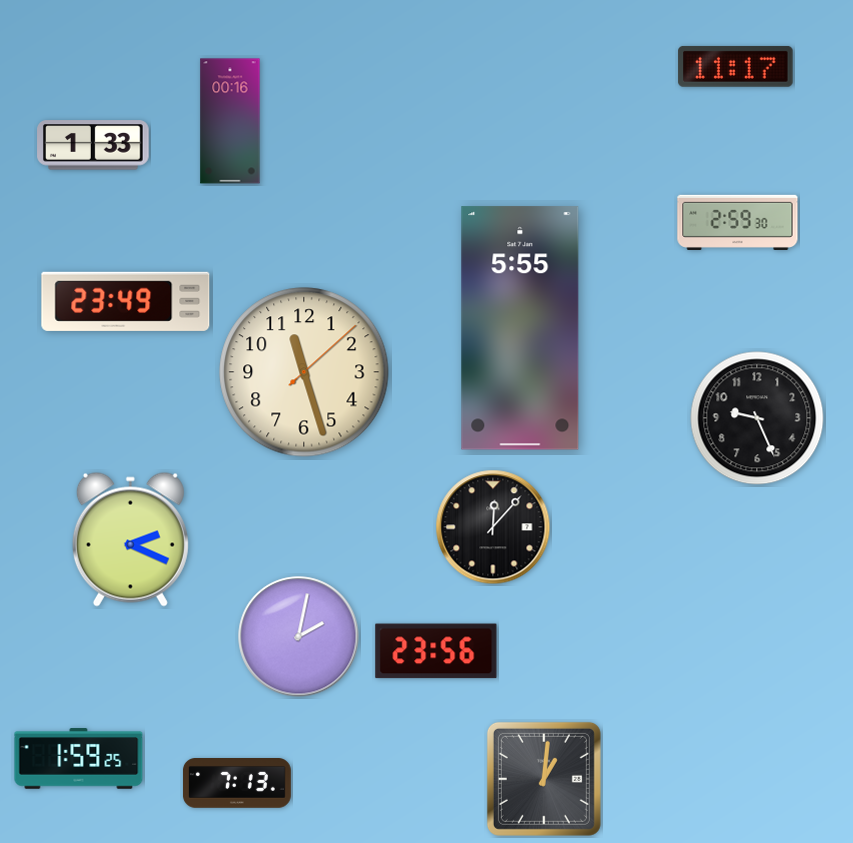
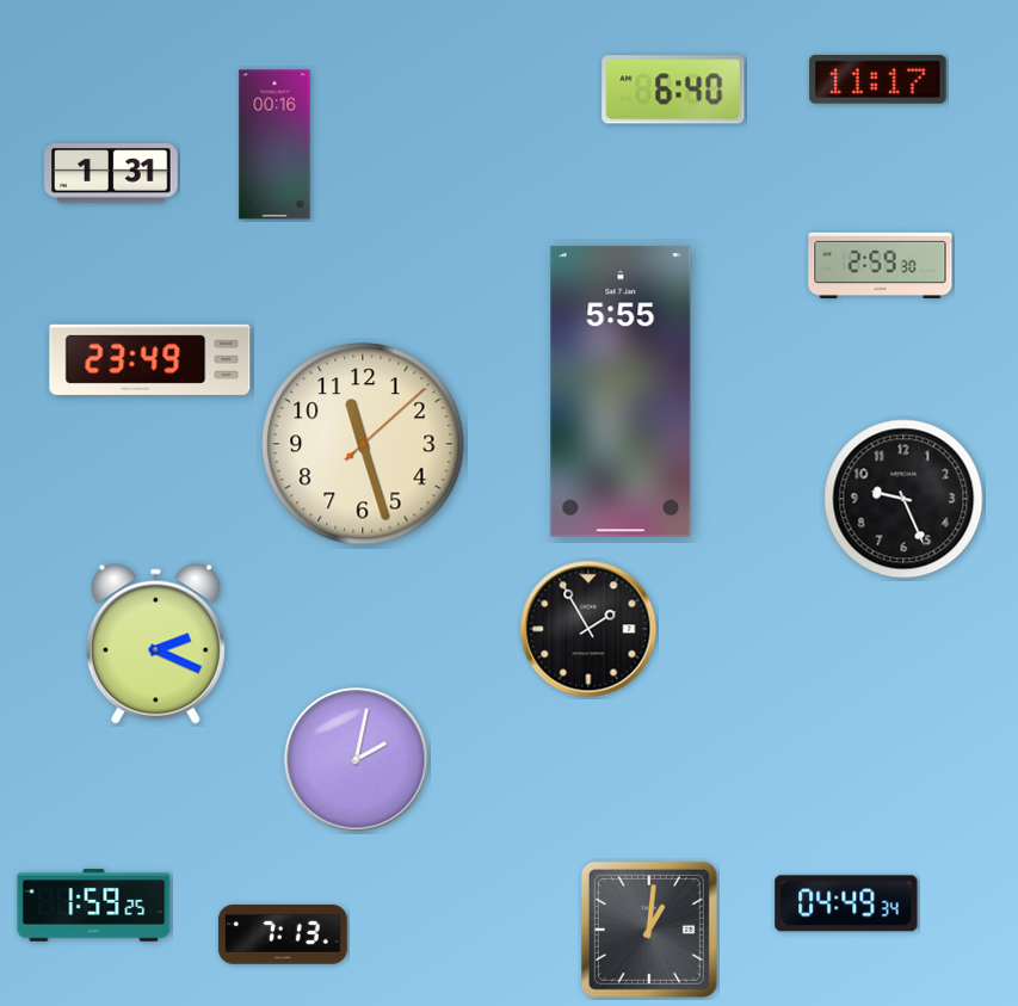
clock at (673, 90): none -> 6:40
clock at (93, 145): 1:33 -> 1:31
clock at (493, 527): 12:07 -> 1:55
clock at (436, 651): 23:56 -> none
clock at (846, 903): none -> 04:49
